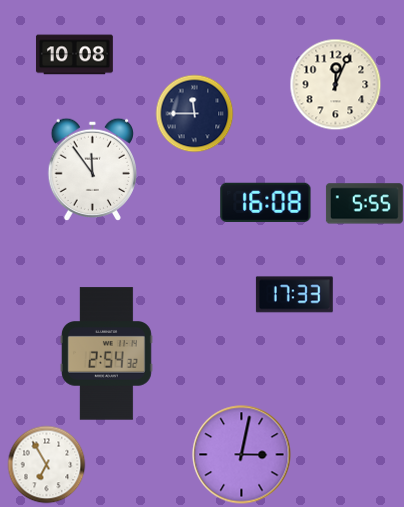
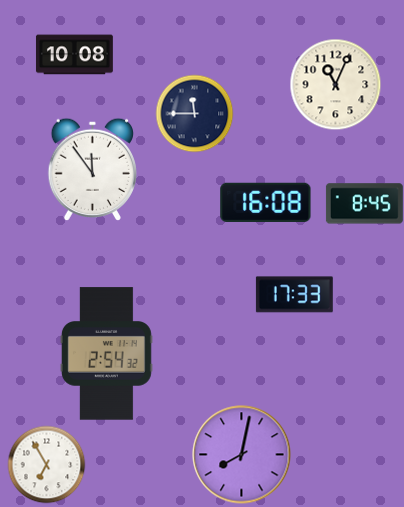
clock at (335, 84): 12:04 -> 11:04
clock at (364, 204): 5:55 -> 8:45
clock at (242, 455): 3:02 -> 8:02
